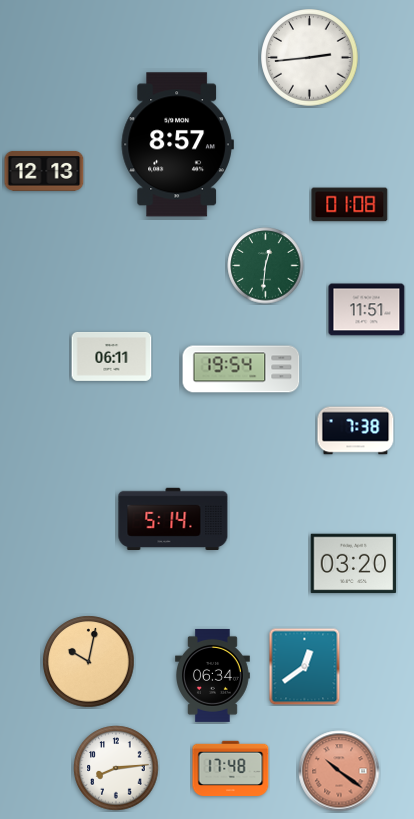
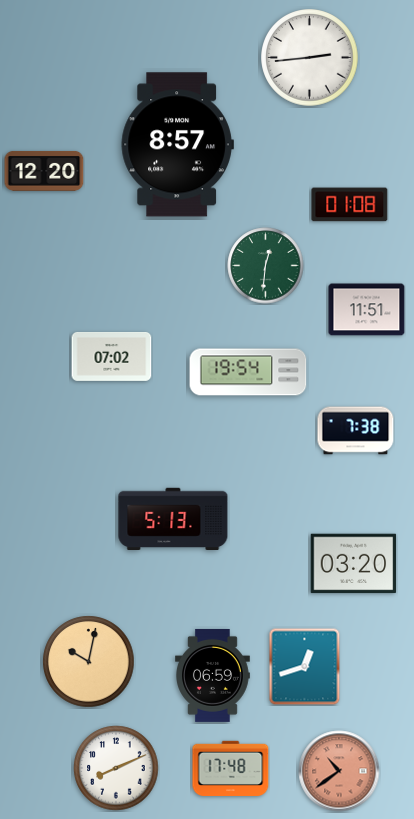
clock at (44, 171): 12:13 -> 12:20
clock at (112, 356): 06:11 -> 07:02
clock at (241, 369) position: (241, 369) -> (248, 372)
clock at (173, 518): 5:14 -> 5:13
clock at (305, 666): 12:39 -> 12:42
clock at (213, 675): 06:34 -> 06:59
clock at (116, 768): 8:14 -> 8:11
clock at (339, 771): 10:21 -> 10:39
